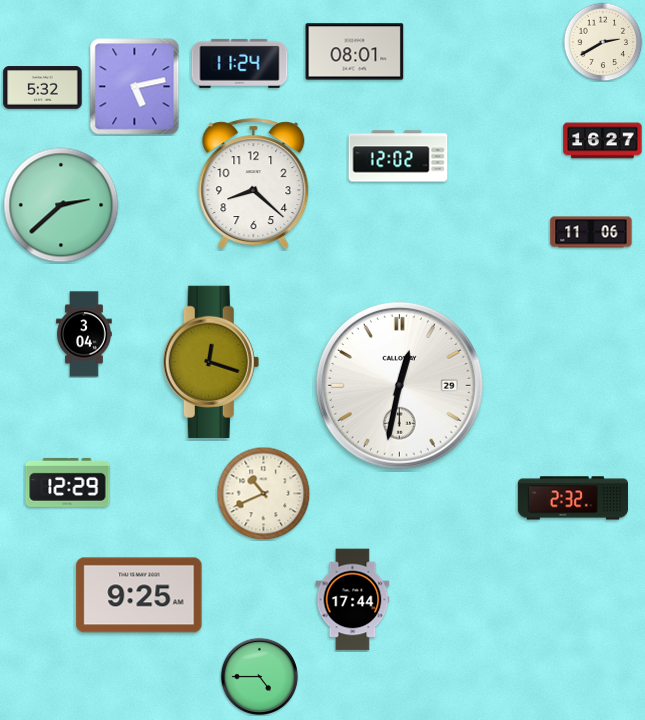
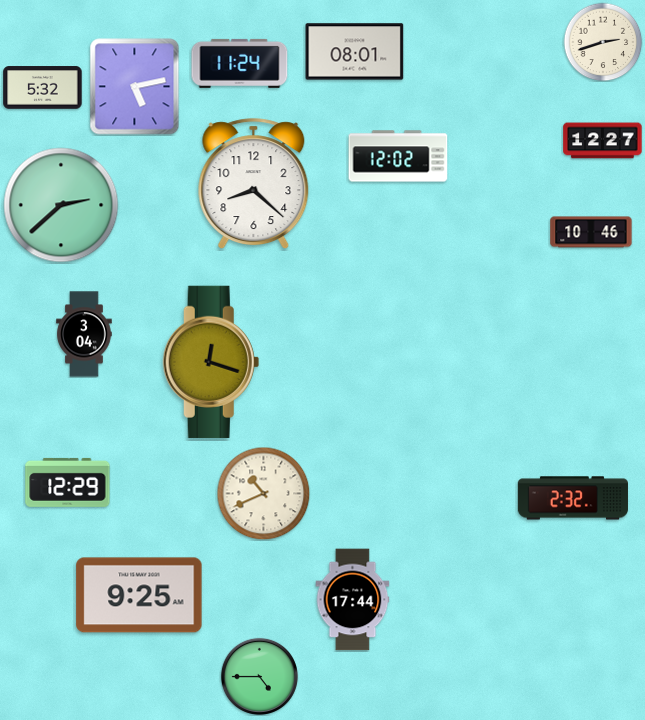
clock at (603, 42): 2:40 -> 2:42
clock at (603, 141): 16:27 -> 12:27
clock at (591, 232): 11:06 -> 10:46
clock at (399, 385): 12:32 -> none
